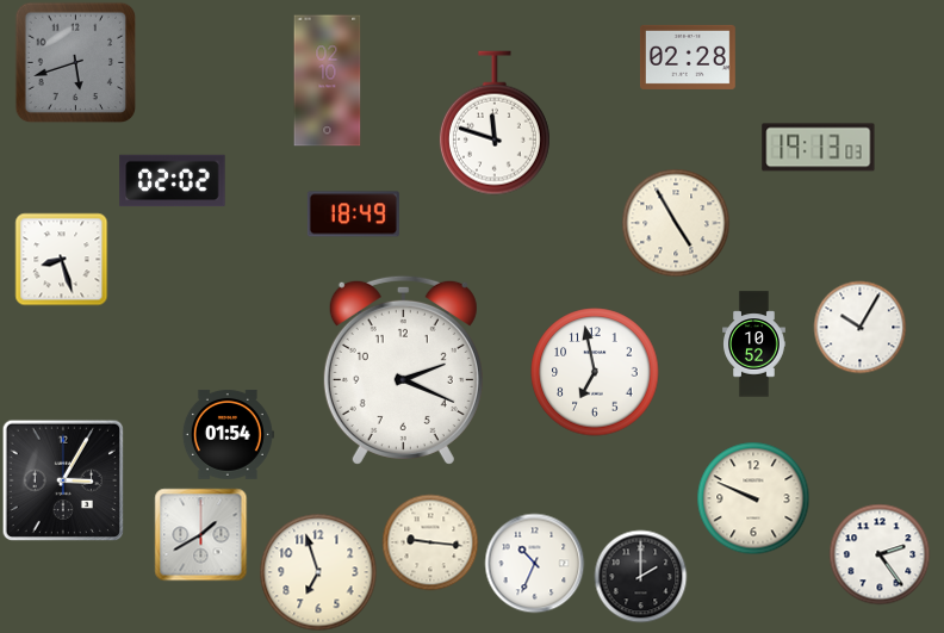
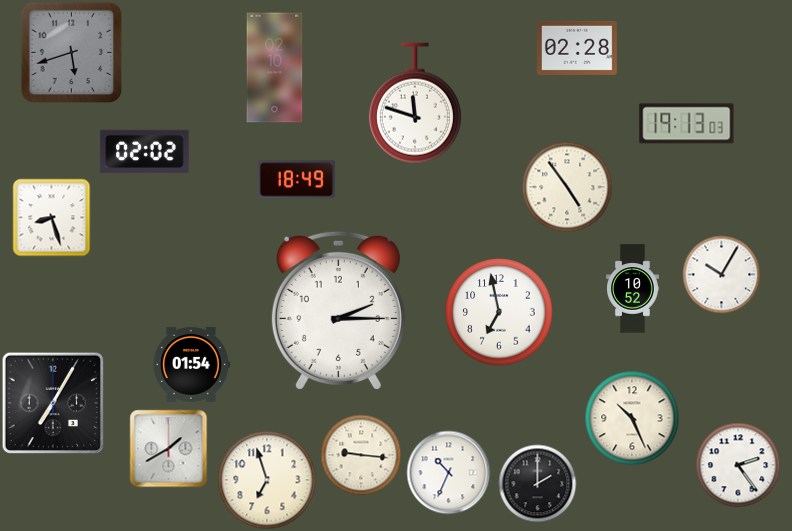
clock at (75, 62) position: (75, 62) -> (71, 52)
clock at (676, 223): 4:55 -> 4:54
clock at (403, 370): 2:19 -> 2:15
clock at (62, 479): 3:05 -> 7:05
clock at (753, 498): 9:49 -> 10:26
